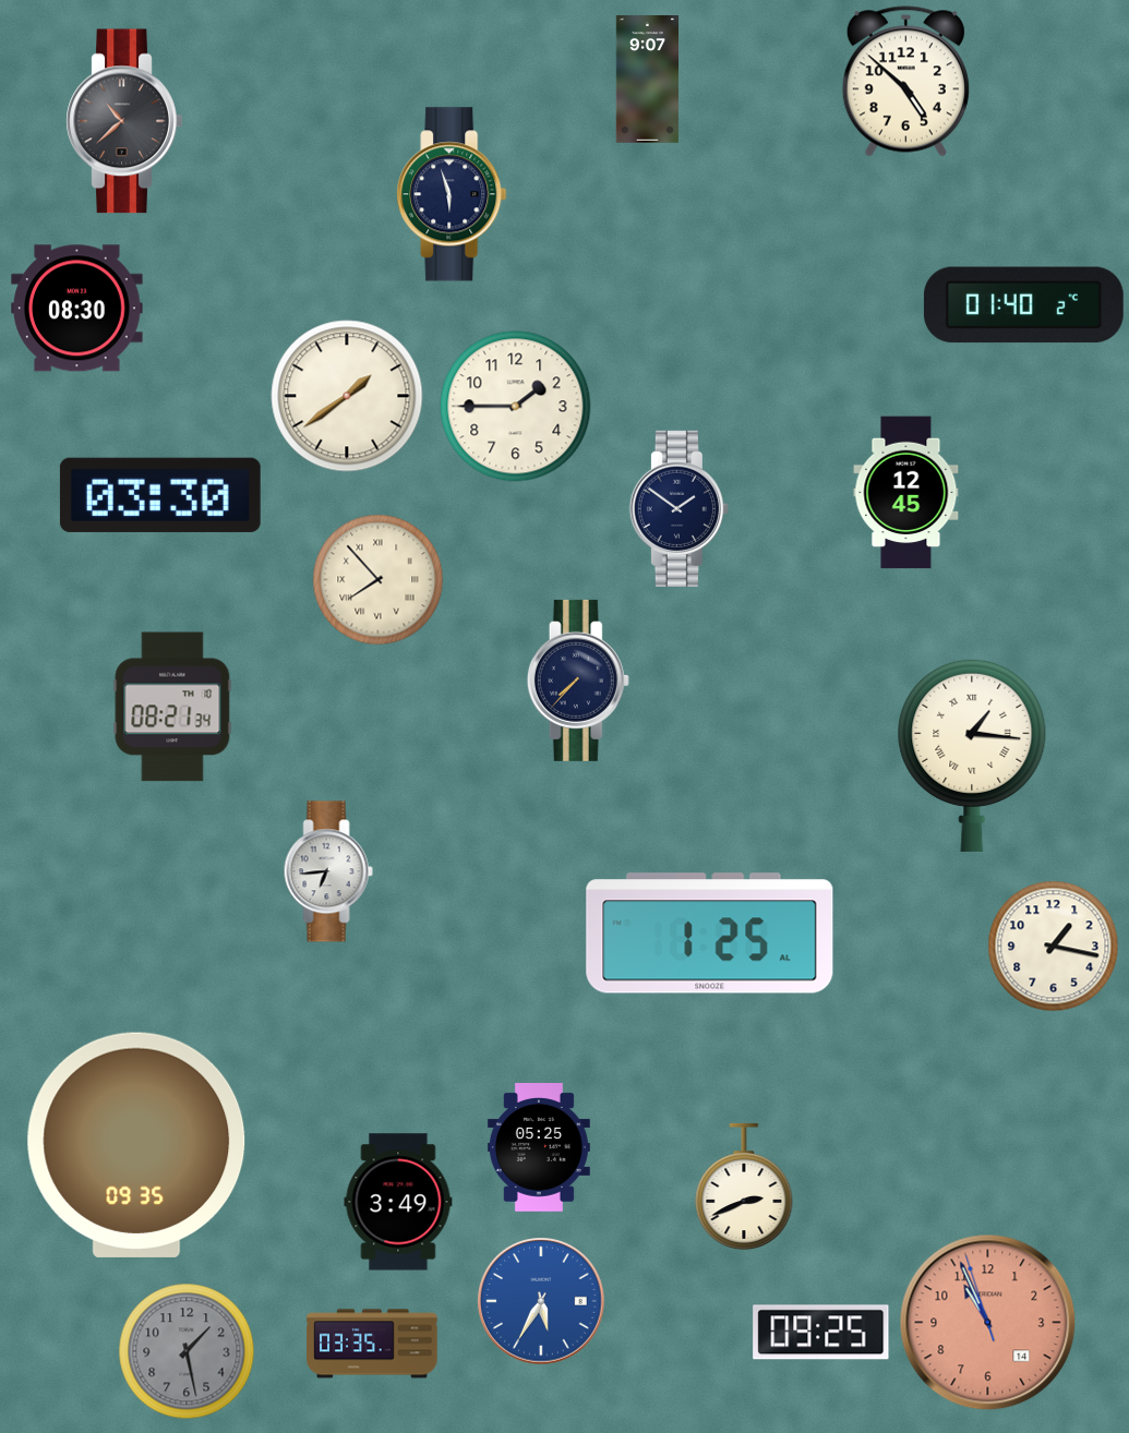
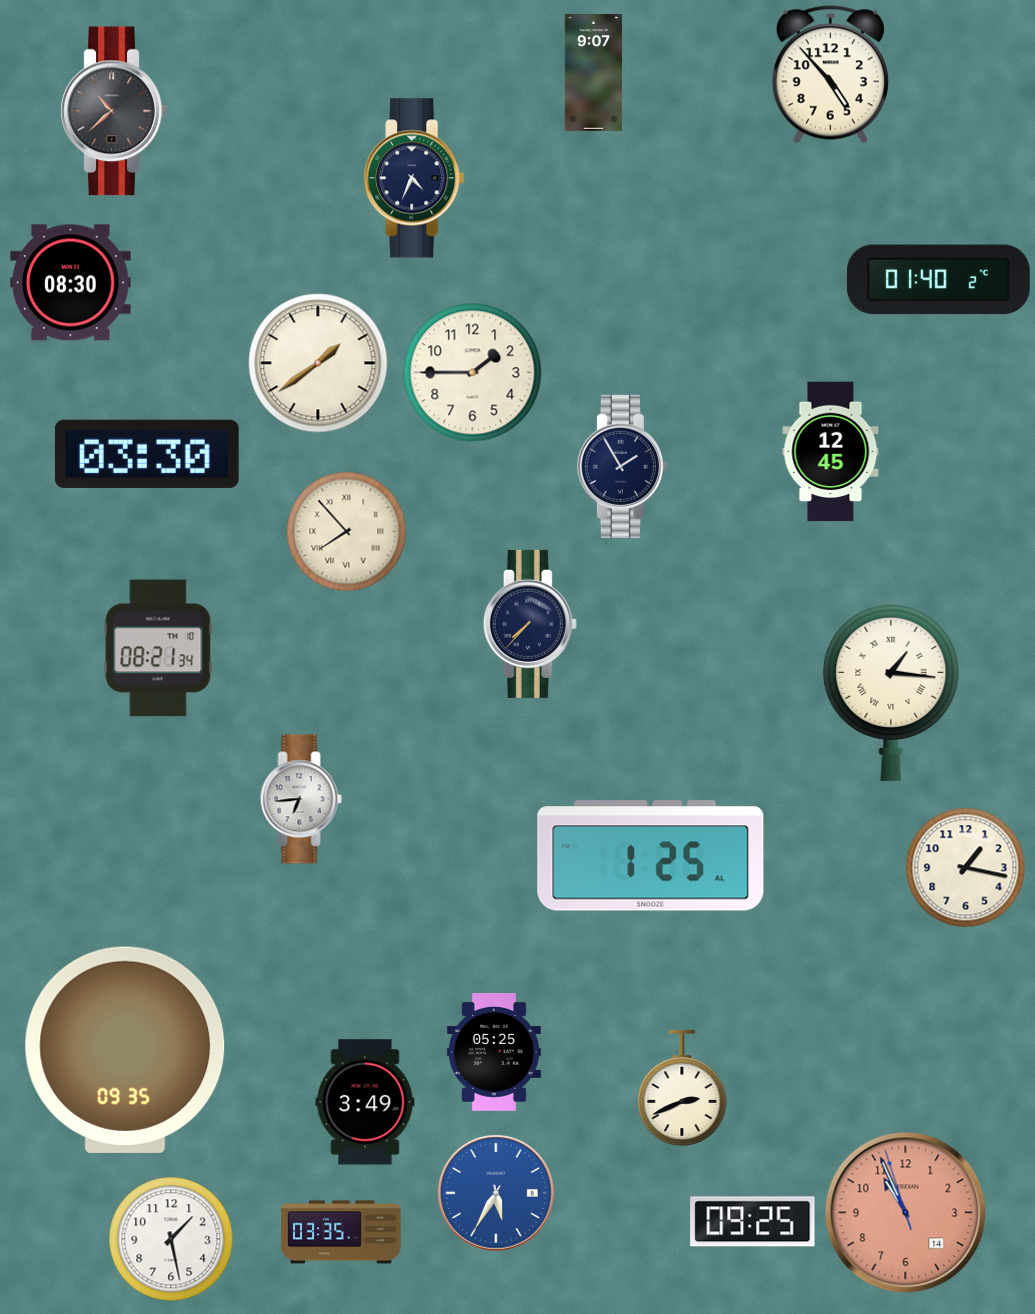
clock at (905, 82): 4:52 -> 4:53
clock at (452, 194): 5:57 -> 4:34
clock at (678, 508): 1:51 -> 1:55
clock at (187, 1351) dial: grey -> white
